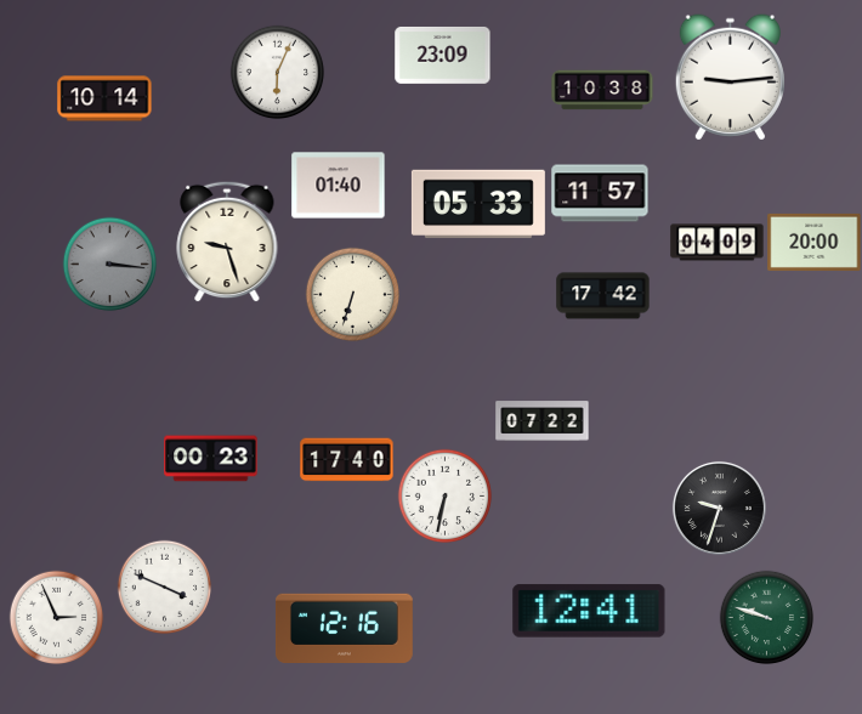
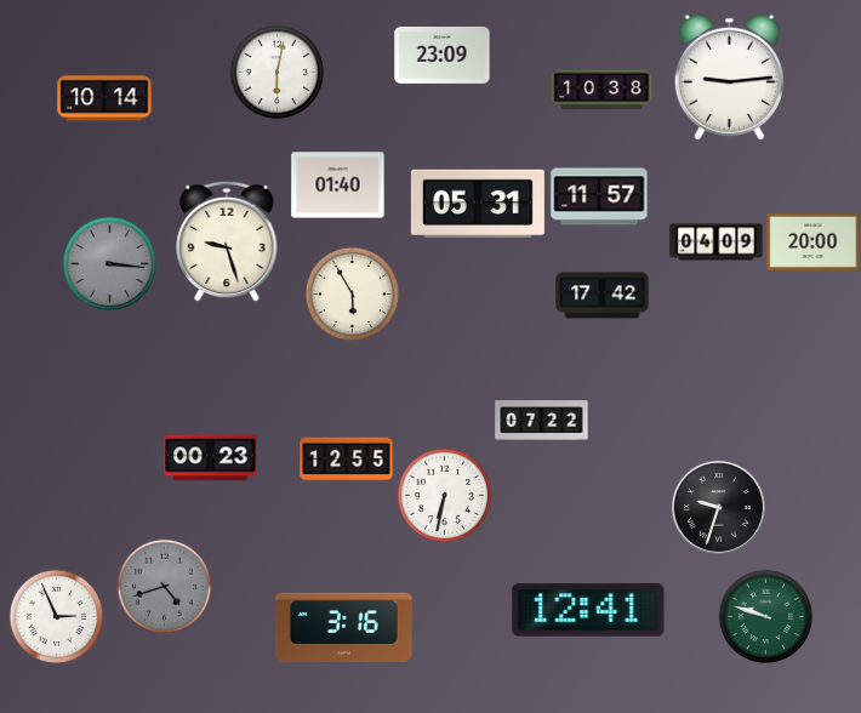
clock at (277, 72): 6:04 -> 6:02
clock at (600, 193) position: (600, 193) -> (599, 196)
clock at (478, 203): 05:33 -> 05:31
clock at (352, 294): 6:33 -> 5:55
clock at (347, 460): 17:40 -> 12:55
clock at (164, 586): 3:49 -> 4:42
clock at (164, 586) dial: white -> grey
clock at (344, 628): 12:16 -> 3:16
